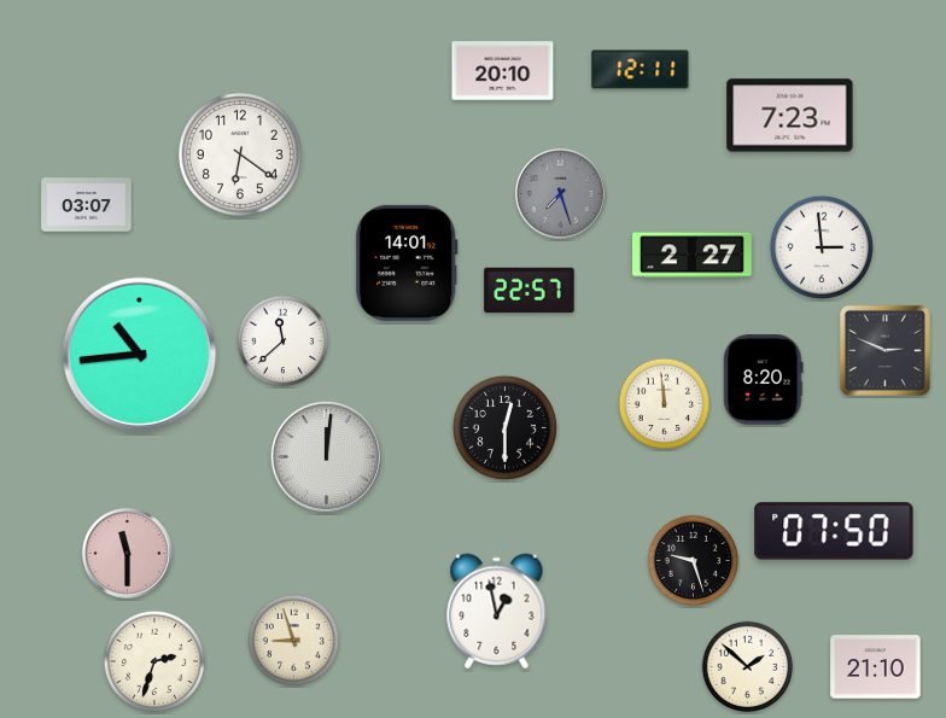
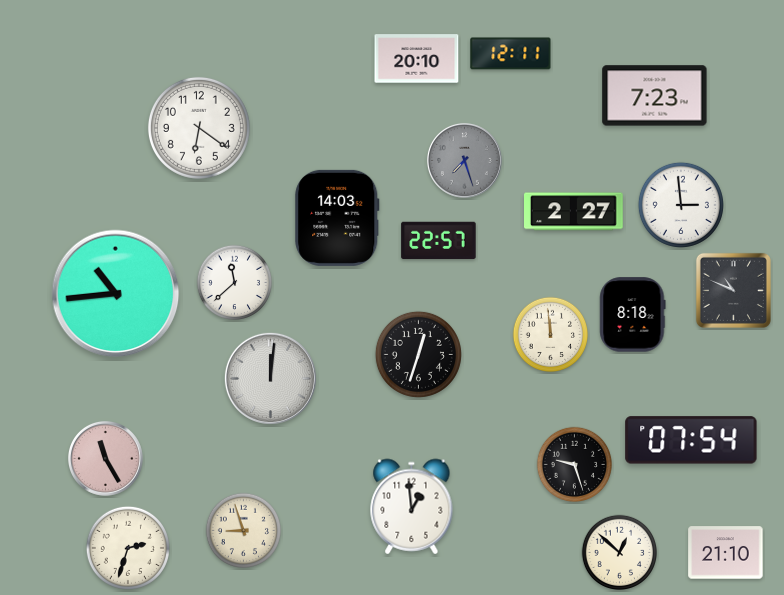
clock at (641, 70) position: (641, 70) -> (511, 54)
clock at (87, 205): 03:07 -> none
clock at (407, 263): 14:01 -> 14:03
clock at (884, 350): 2:49 -> 10:49
clock at (764, 380): 8:20 -> 8:18
clock at (504, 427): 12:30 -> 12:33
clock at (834, 531): 07:50 -> 07:54
clock at (127, 553): 11:30 -> 11:25
clock at (497, 612): 12:58 -> 12:59
clock at (748, 667): 1:52 -> 12:52
